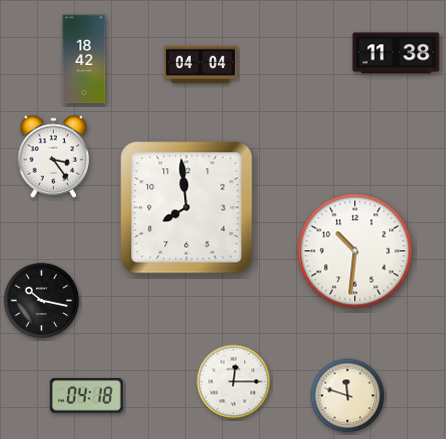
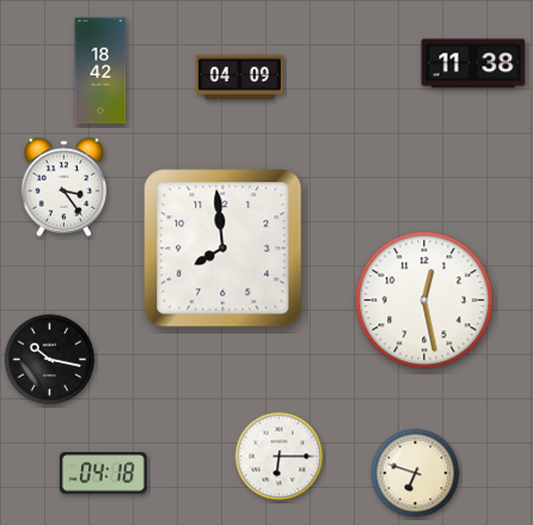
clock at (200, 65): 04:04 -> 04:09
clock at (355, 251): 10:31 -> 12:28
clock at (234, 382): 12:15 -> 6:15
clock at (348, 396): 11:48 -> 6:48
